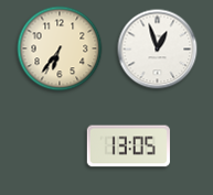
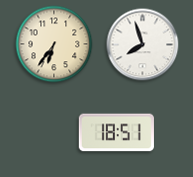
clock at (158, 50): 12:57 -> 7:57
clock at (128, 147): 13:05 -> 18:51
